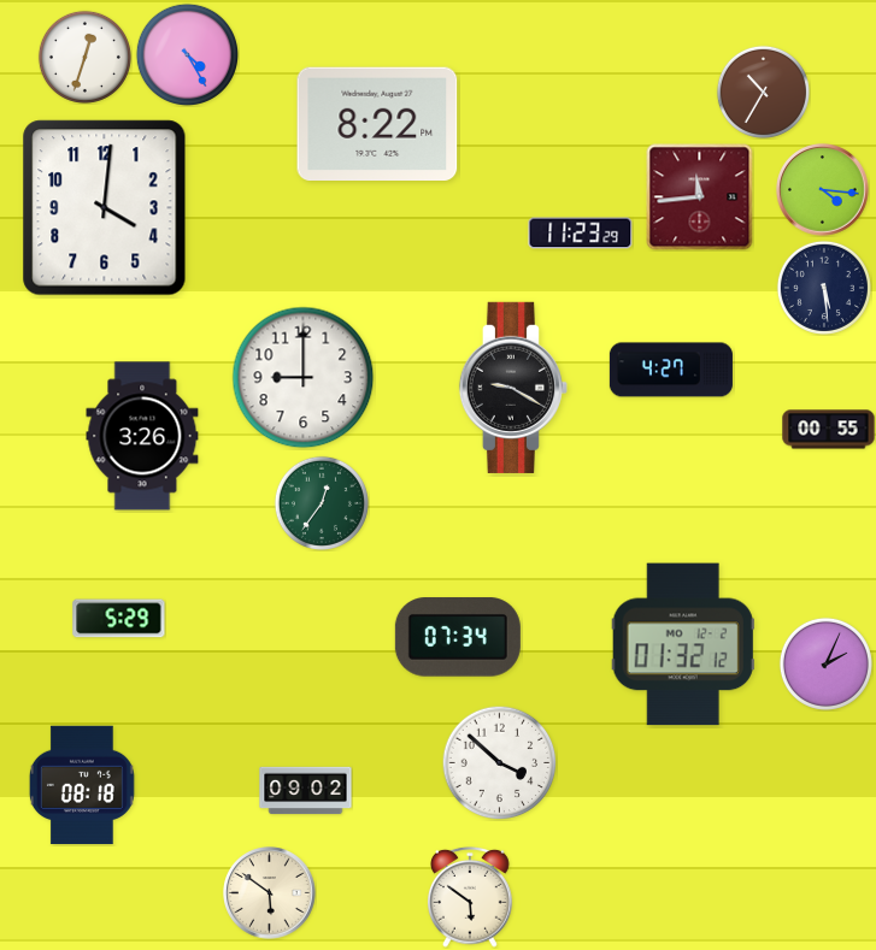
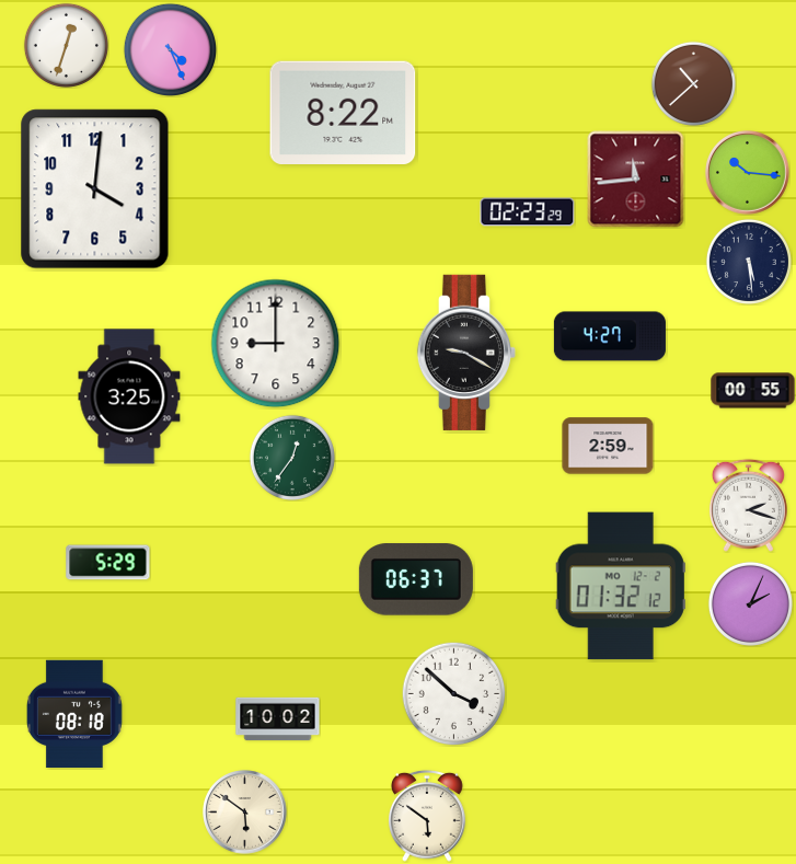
clock at (187, 54): 4:25 -> 4:26
clock at (84, 57) position: (84, 57) -> (66, 45)
clock at (763, 92): 10:35 -> 10:38
clock at (823, 190): 4:16 -> 10:16
clock at (581, 234): 11:23 -> 02:23
clock at (142, 436): 3:26 -> 3:25
clock at (608, 446): none -> 2:59
clock at (748, 505): none -> 2:18
clock at (458, 637): 07:34 -> 06:37
clock at (306, 791): 09:02 -> 10:02
